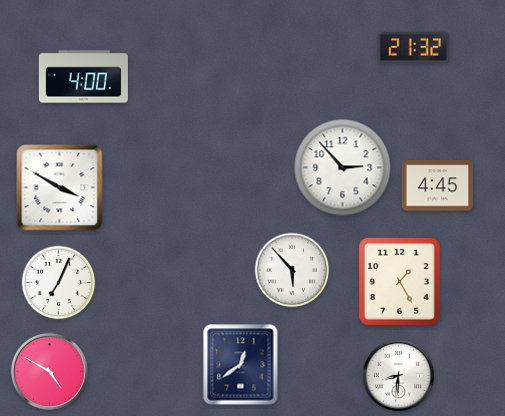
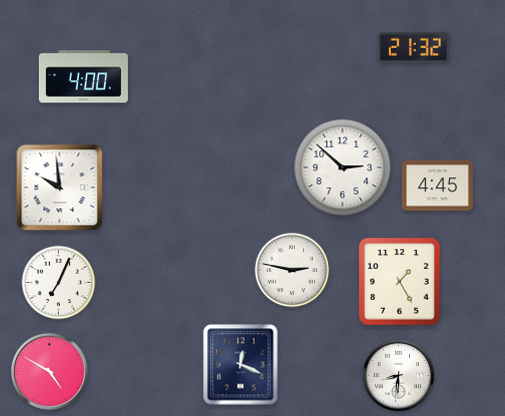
clock at (343, 168): 2:53 -> 2:52
clock at (60, 188): 3:50 -> 9:59
clock at (292, 270): 5:53 -> 2:47
clock at (241, 365): 12:39 -> 12:19
